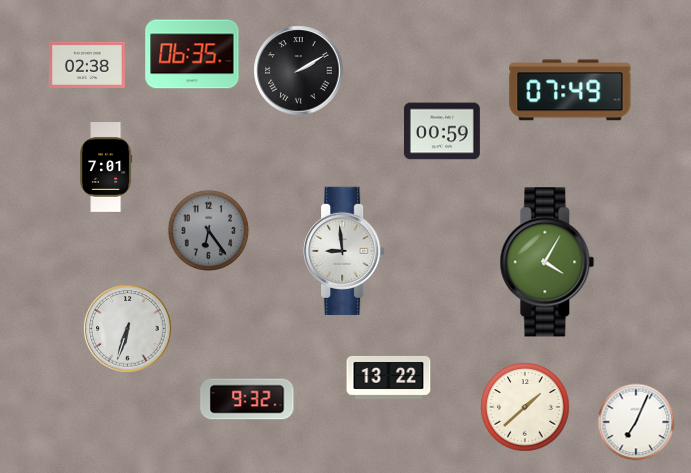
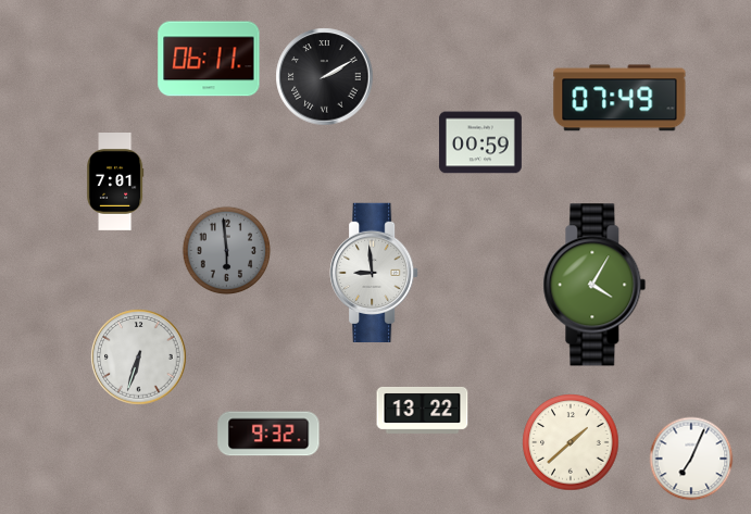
clock at (192, 54): 06:35 -> 06:11
clock at (87, 65): 02:38 -> none
clock at (209, 231): 6:24 -> 5:59
